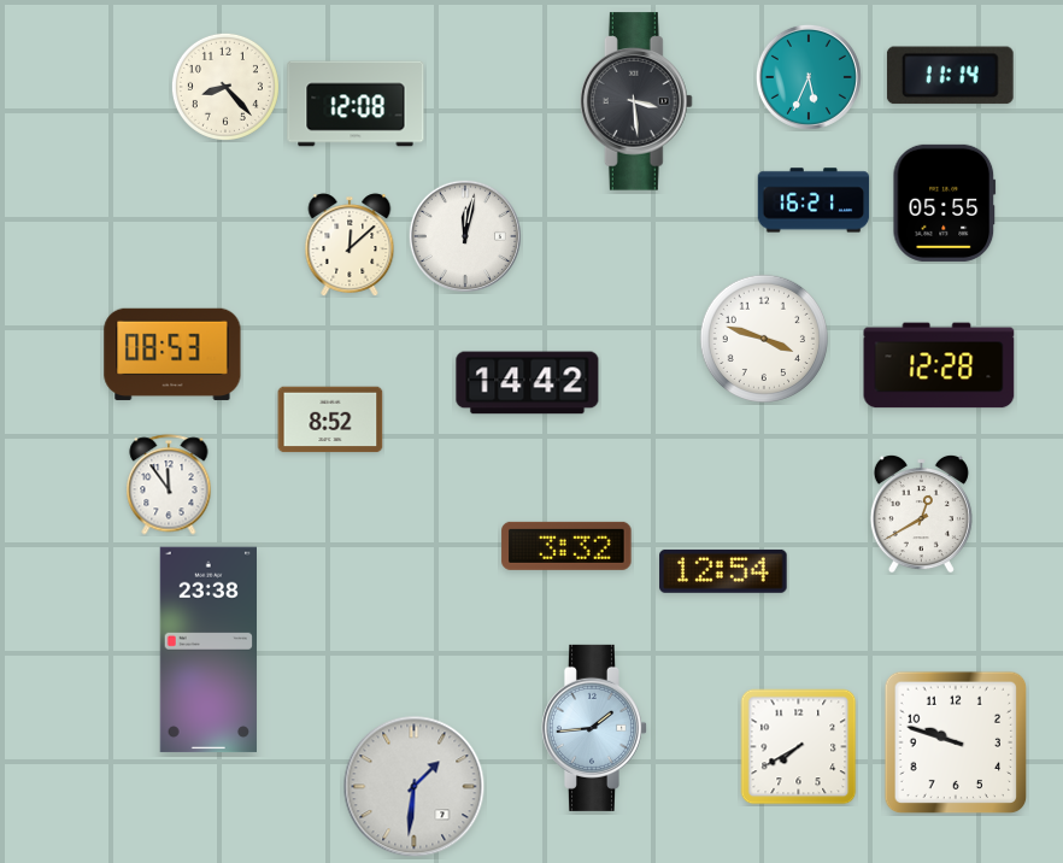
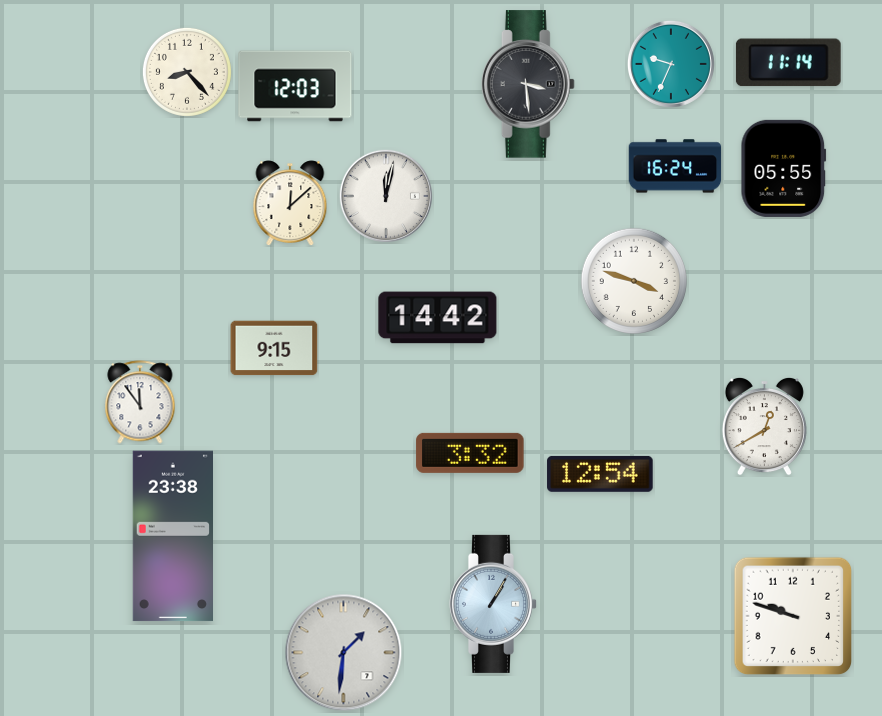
clock at (809, 77): 5:34 -> 9:34
clock at (356, 104): 12:08 -> 12:03
clock at (814, 200): 16:21 -> 16:24
clock at (172, 354): 08:53 -> none
clock at (939, 365): 12:28 -> none
clock at (330, 419): 8:52 -> 9:15
clock at (207, 650) position: (207, 650) -> (172, 536)
clock at (593, 728): 1:44 -> 1:05
clock at (799, 747): 7:40 -> none
